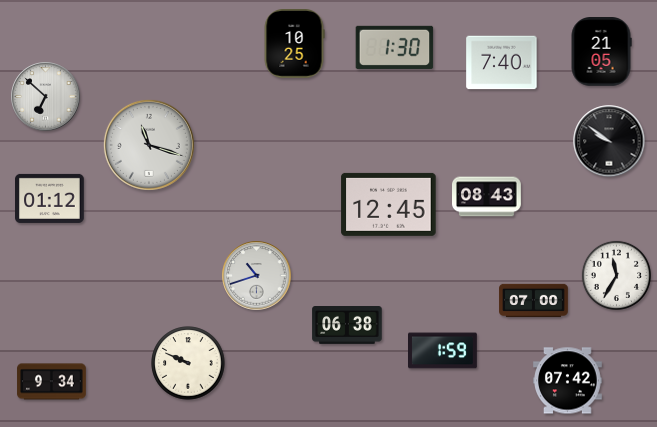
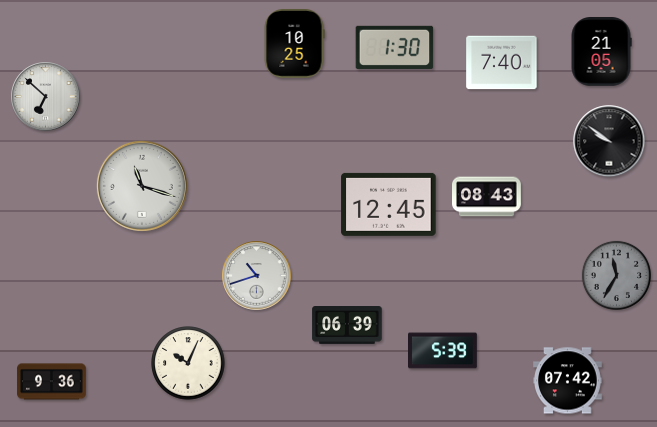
clock at (149, 145) position: (149, 145) -> (142, 186)
clock at (50, 198): 01:12 -> none
clock at (616, 275) dial: white -> grey
clock at (534, 301): 07:00 -> none
clock at (347, 326): 06:38 -> 06:39
clock at (443, 351): 1:59 -> 5:39
clock at (188, 363): 9:49 -> 10:04
clock at (52, 382): 9:34 -> 9:36
